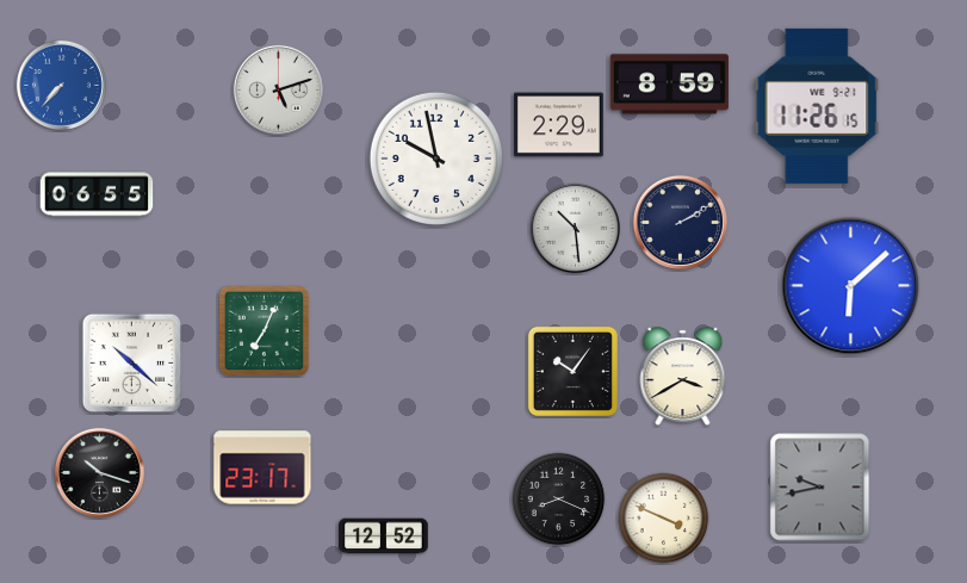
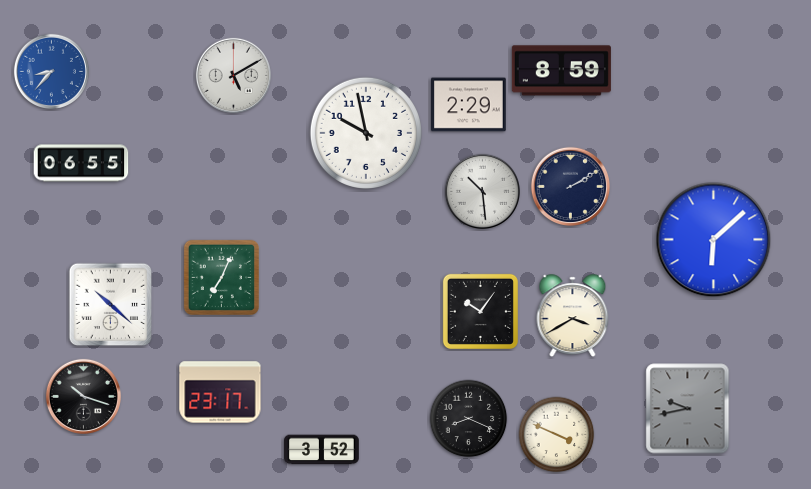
clock at (61, 85): 7:37 -> 8:37
clock at (278, 89): 5:12 -> 5:10
clock at (817, 106): 11:26 -> none
clock at (384, 537): 12:52 -> 3:52
